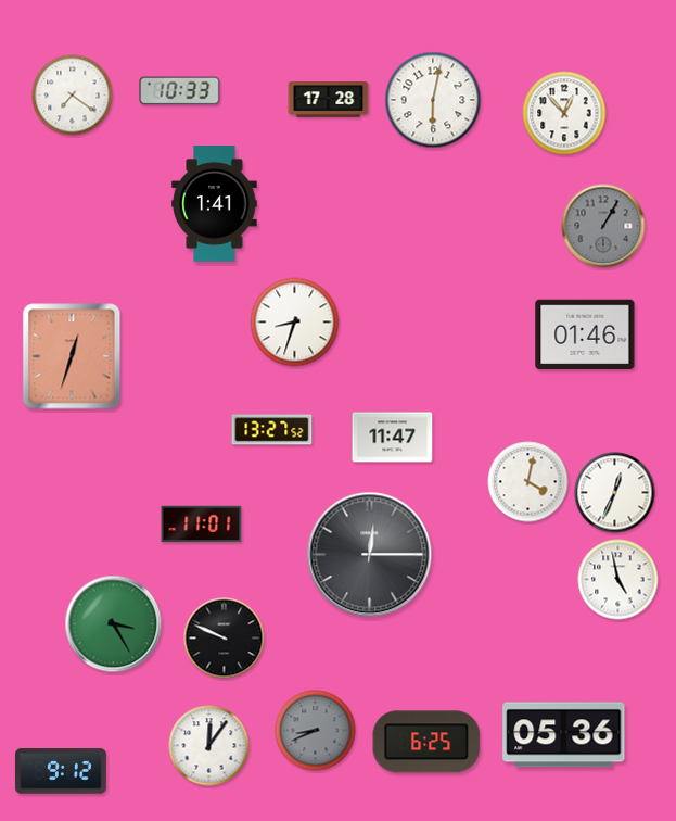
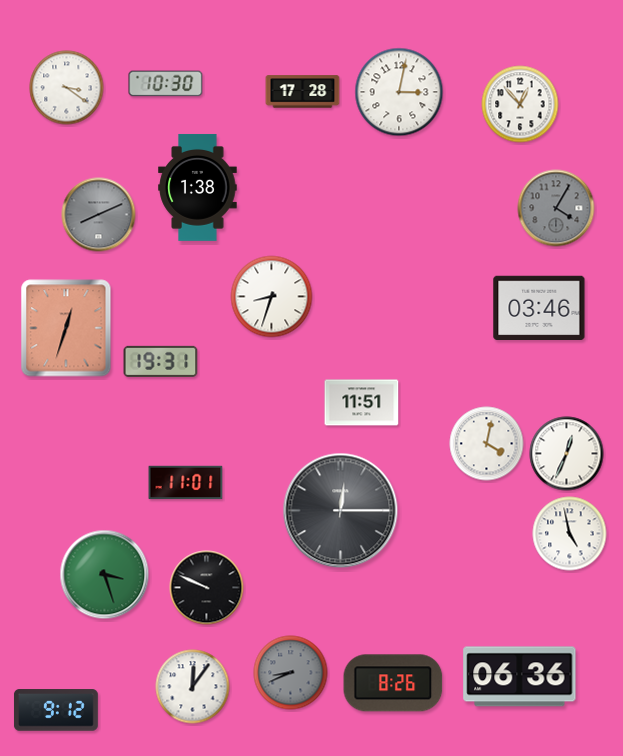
clock at (180, 91): 10:33 -> 10:30
clock at (73, 96): 7:21 -> 3:21
clock at (433, 100): 6:02 -> 3:02
clock at (215, 203): 1:41 -> 1:38
clock at (603, 226): 1:05 -> 4:05
clock at (99, 215): none -> 8:11
clock at (585, 333): 01:46 -> 03:46
clock at (161, 361): none -> 19:31
clock at (272, 430): 13:27 -> none
clock at (393, 438): 11:47 -> 11:51
clock at (114, 624): 3:25 -> 3:27
clock at (564, 735): 05:36 -> 06:36
clock at (426, 742): 6:25 -> 8:26
